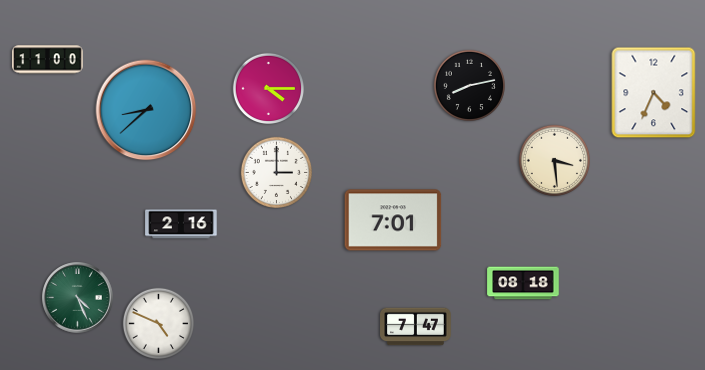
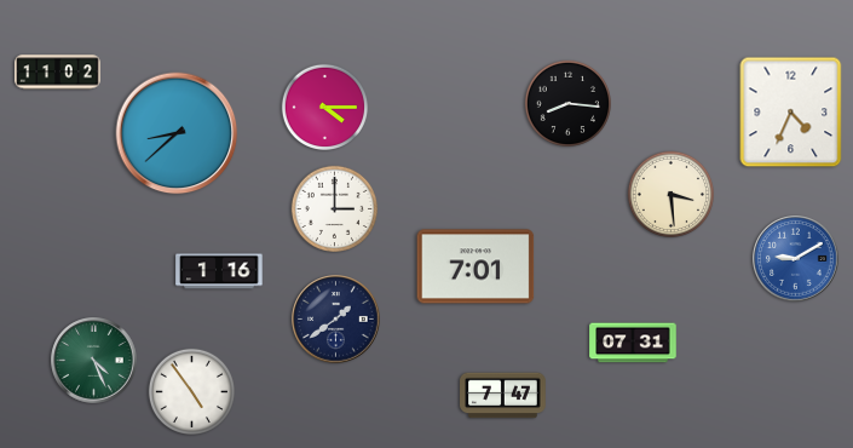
clock at (48, 60): 11:00 -> 11:02
clock at (470, 86): 8:13 -> 8:16
clock at (796, 259): none -> 9:10
clock at (181, 224): 2:16 -> 1:16
clock at (336, 320): none -> 1:39
clock at (523, 283): 08:18 -> 07:31
clock at (159, 324): 4:49 -> 4:54
